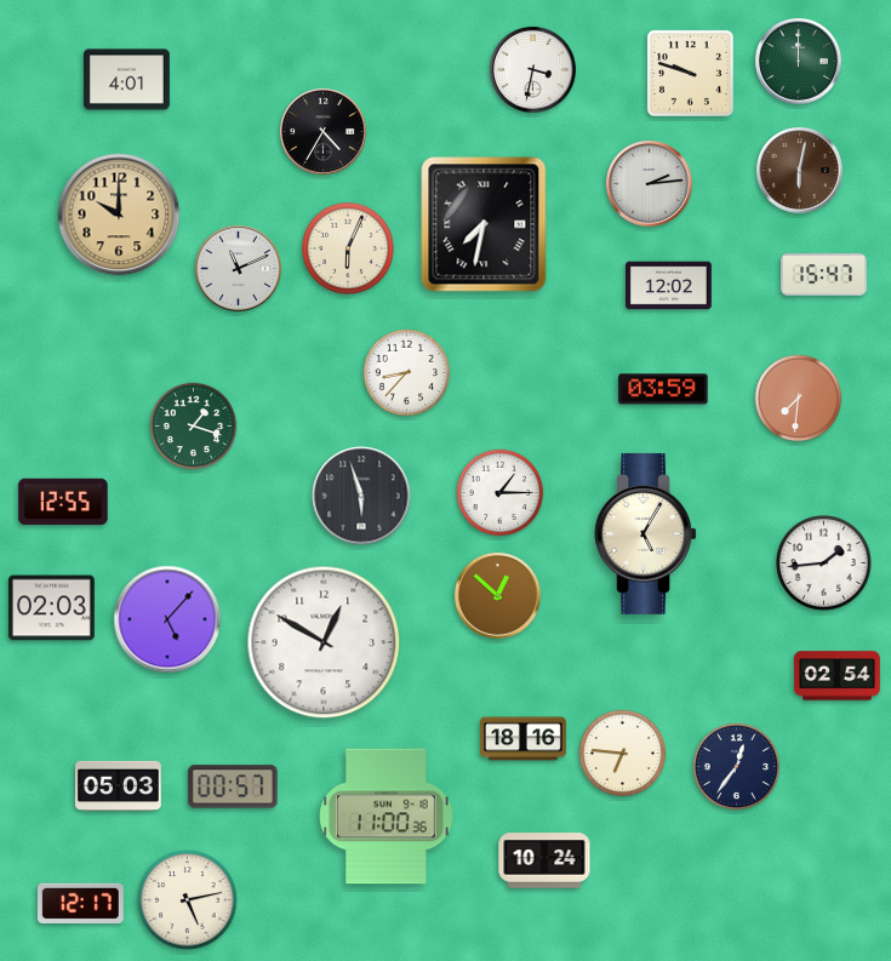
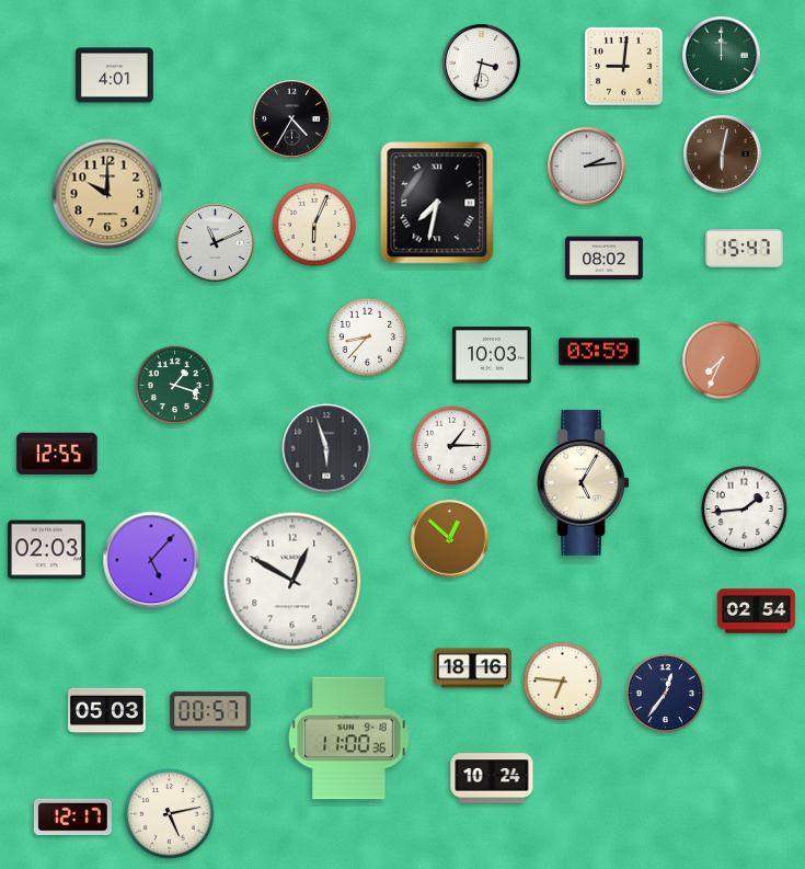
clock at (690, 73): 9:48 -> 9:01
clock at (127, 80) position: (127, 80) -> (115, 76)
clock at (669, 286): 12:02 -> 08:02
clock at (492, 355): none -> 10:03
clock at (799, 399): 7:31 -> 7:34
